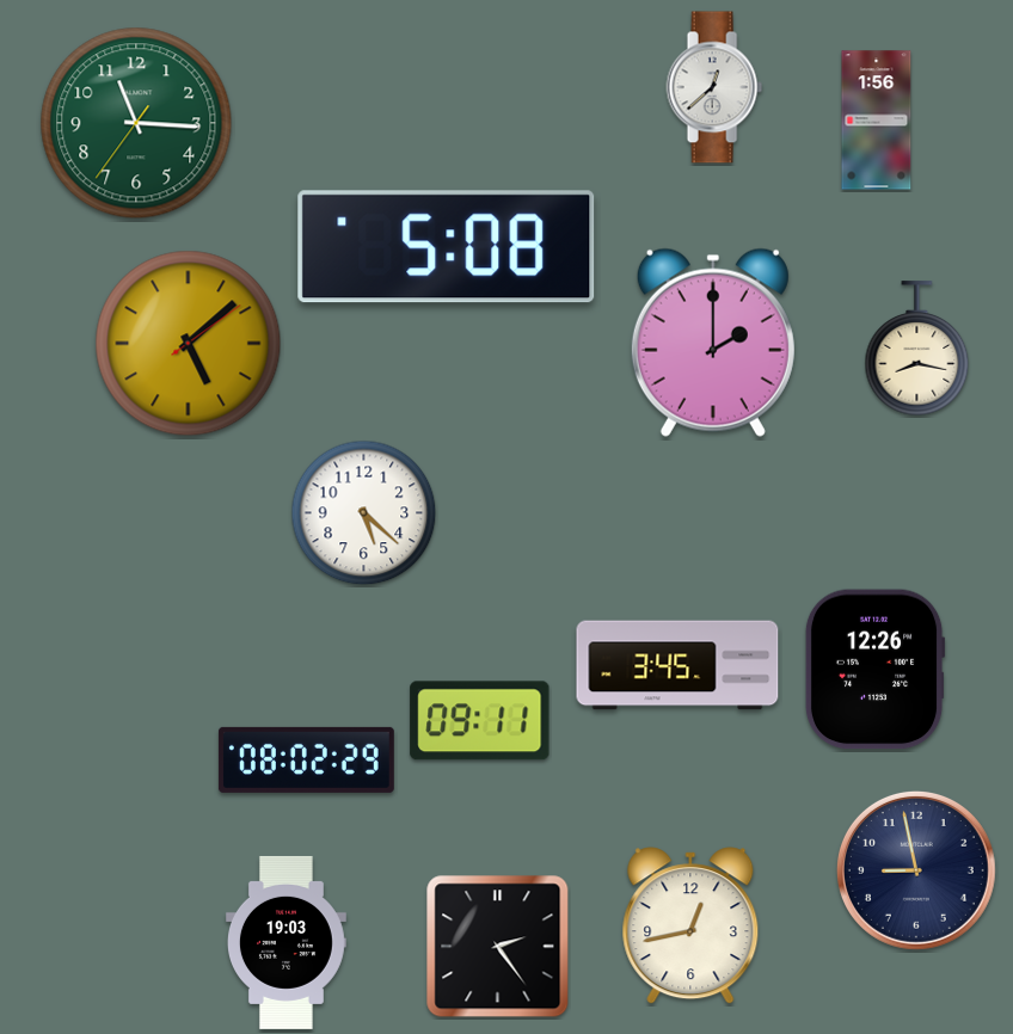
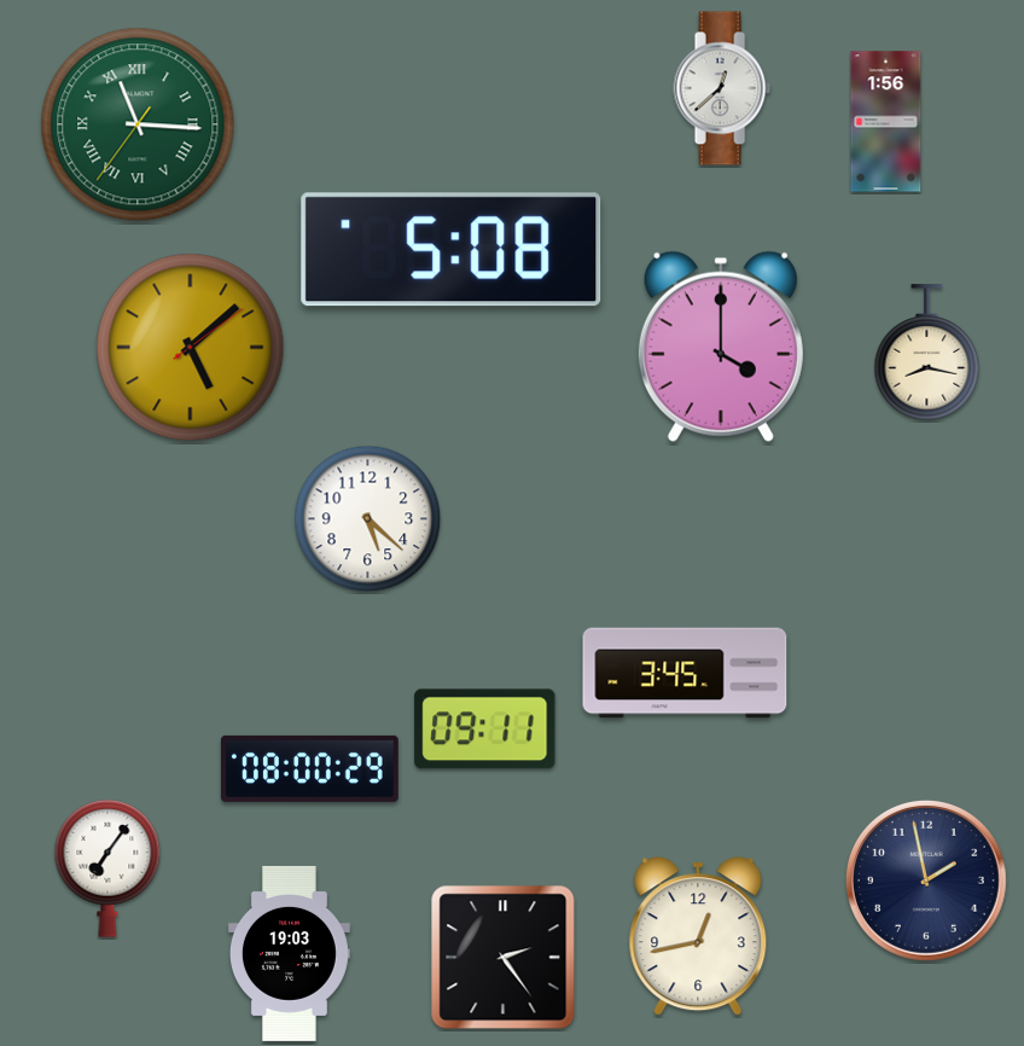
clock at (136, 123) numerals: Arabic -> Roman
clock at (713, 343): 2:00 -> 4:00
clock at (874, 670): 12:26 -> none
clock at (306, 759): 08:02 -> 08:00
clock at (107, 868): none -> 7:06
clock at (916, 870): 8:58 -> 1:58
